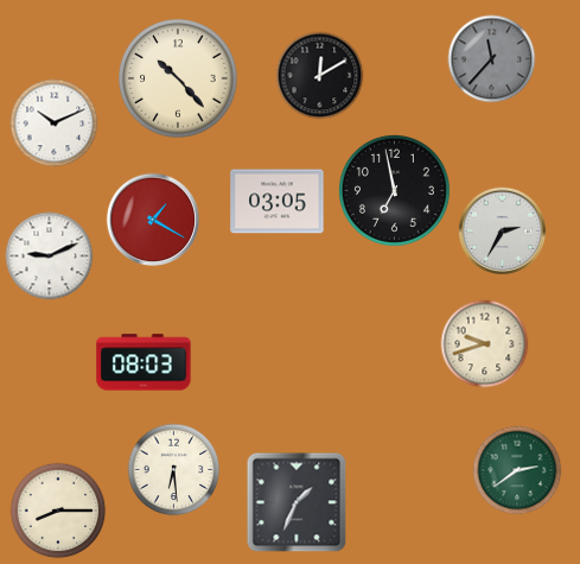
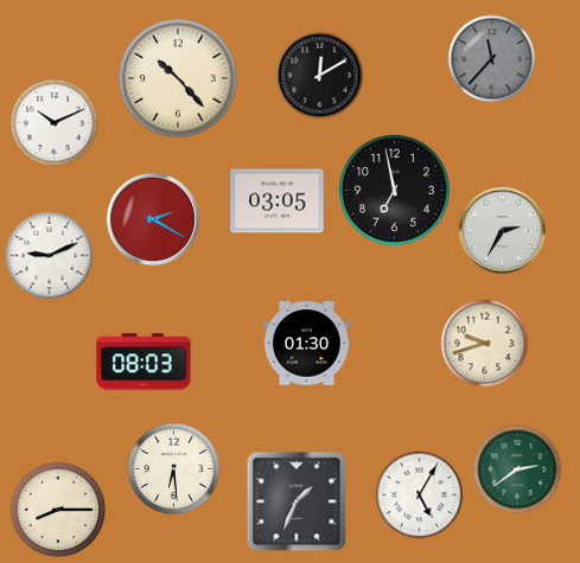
clock at (152, 218): 1:20 -> 2:20
clock at (306, 344): none -> 01:30
clock at (420, 495): none -> 5:05
